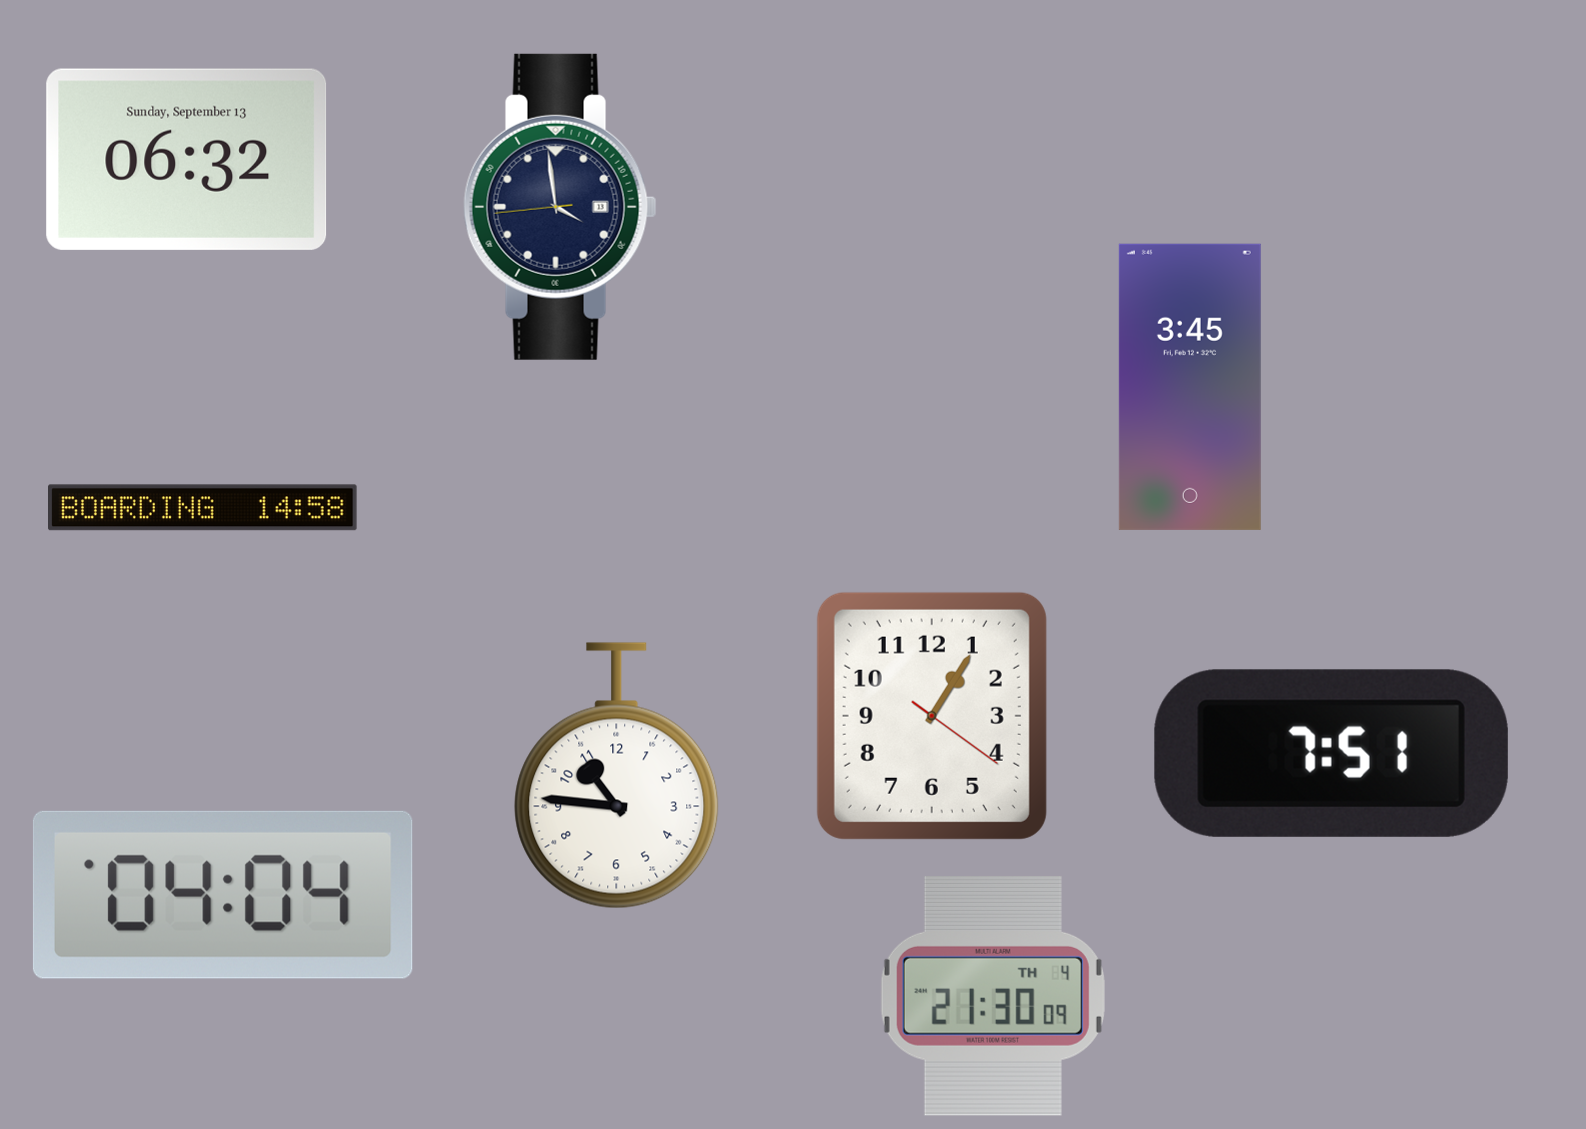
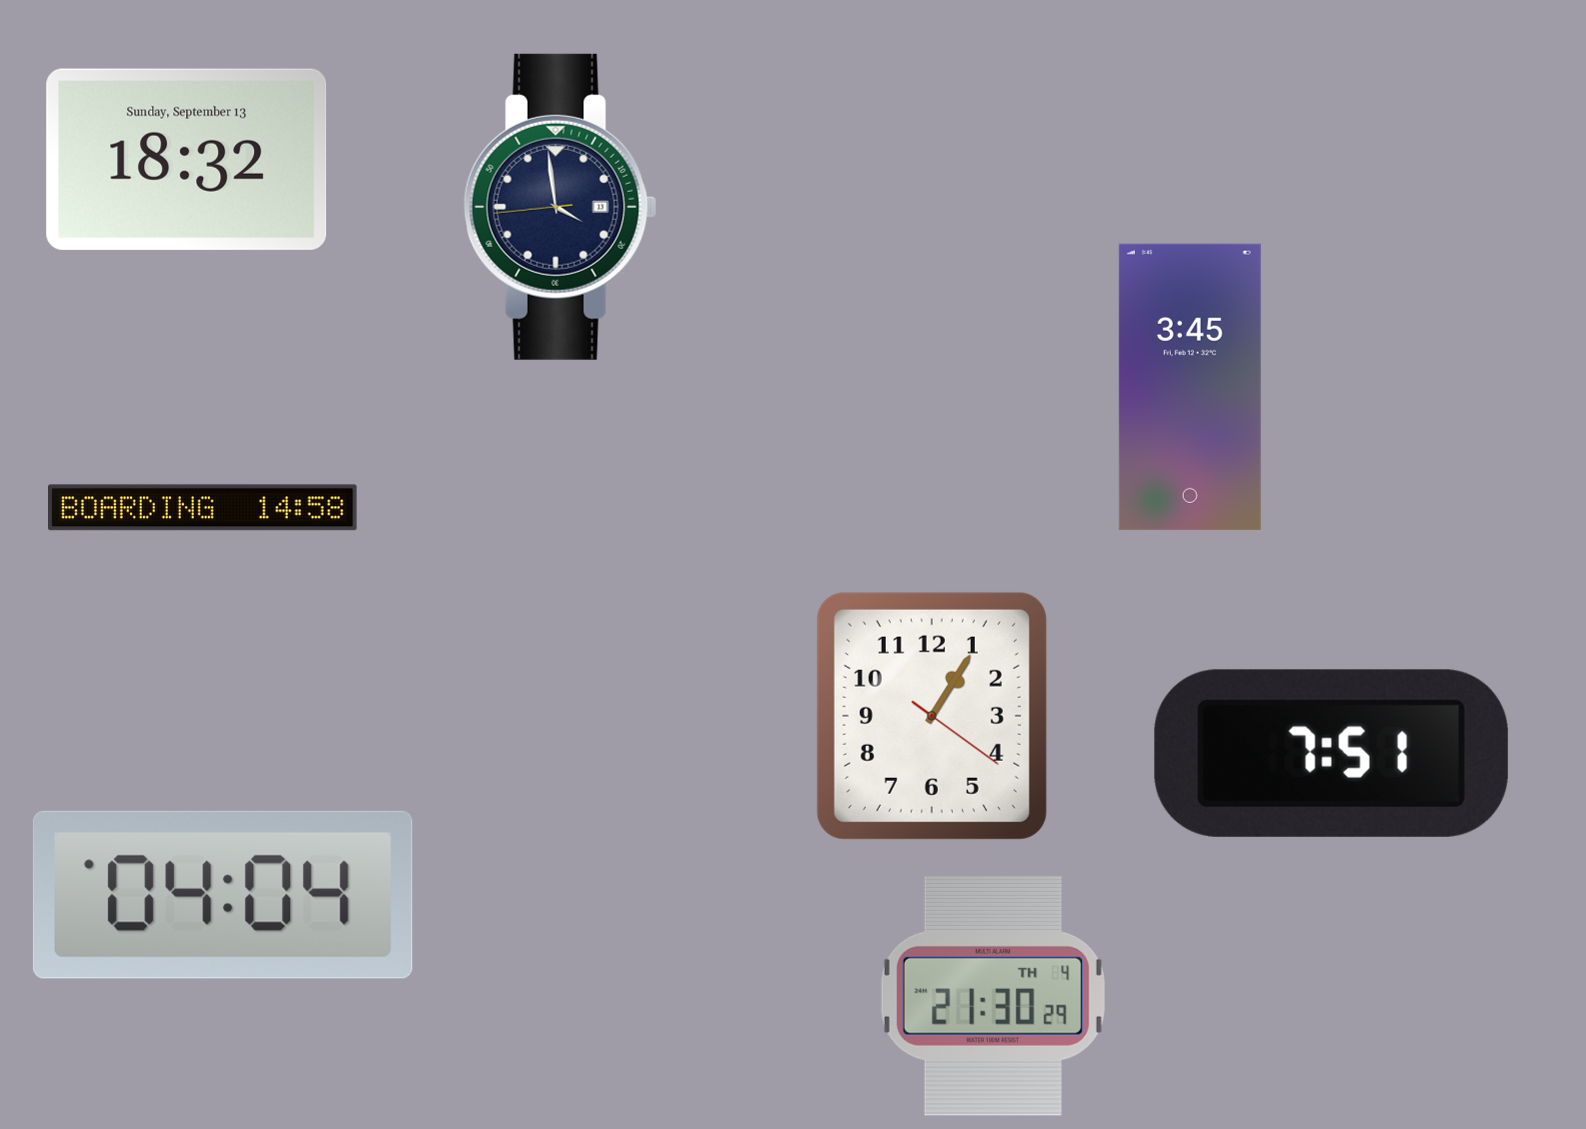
clock at (187, 159): 06:32 -> 18:32
clock at (617, 776): 10:46 -> none
clock at (993, 996): 21:30:09 -> 21:30:29
